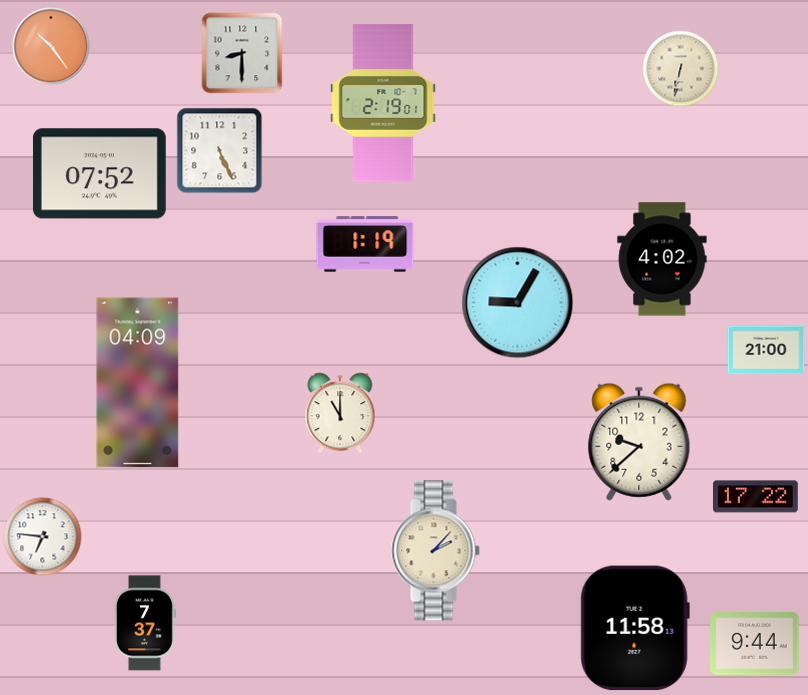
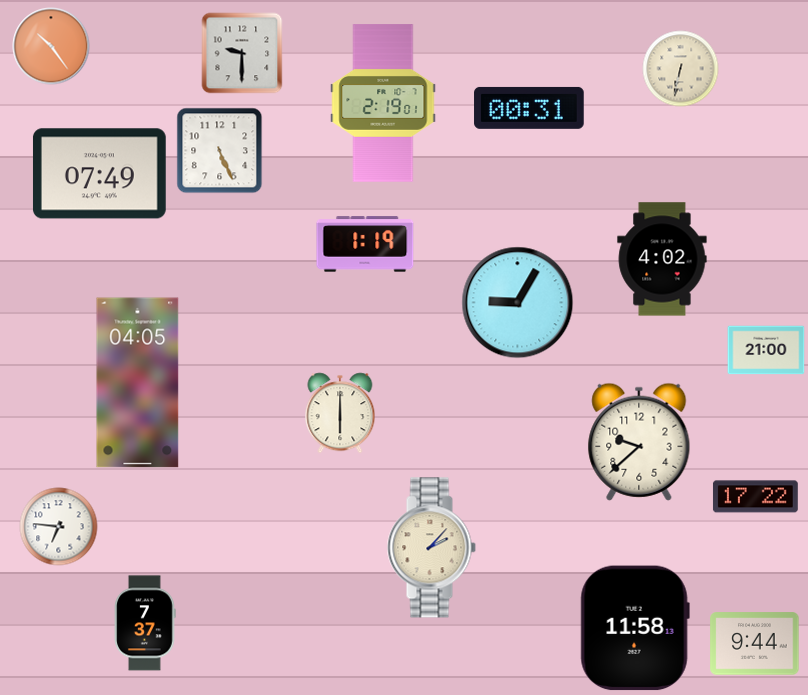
clock at (242, 53): 8:30 -> 9:30
clock at (529, 108): none -> 00:31
clock at (99, 174): 07:52 -> 07:49
clock at (138, 383): 04:09 -> 04:05
clock at (340, 413): 11:00 -> 6:00
clock at (43, 537) position: (43, 537) -> (59, 527)
clock at (435, 551) position: (435, 551) -> (431, 548)
